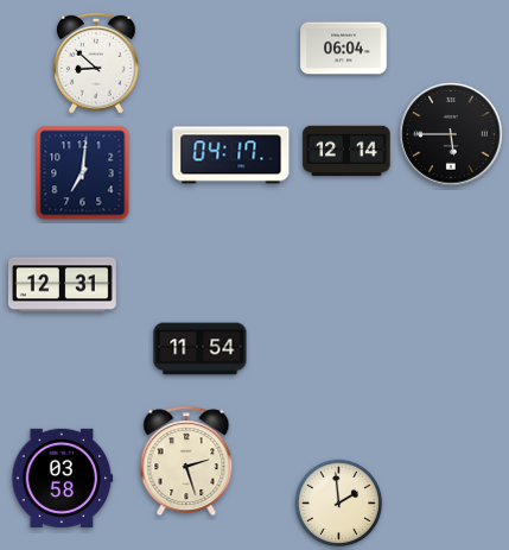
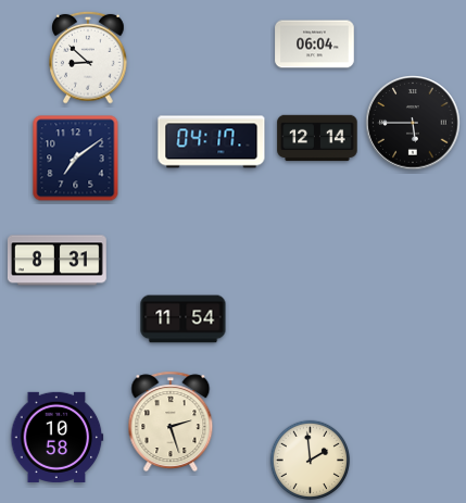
clock at (83, 173): 7:01 -> 7:09
clock at (62, 285): 12:31 -> 8:31
clock at (63, 478): 03:58 -> 10:58
